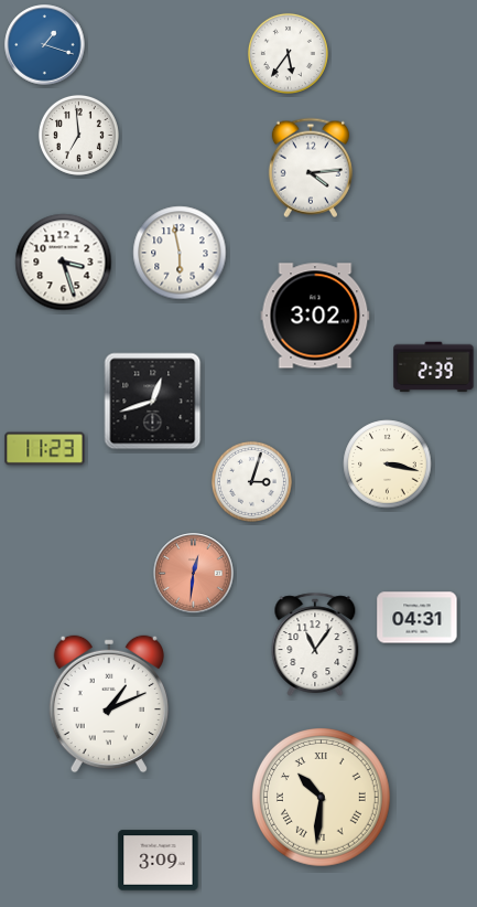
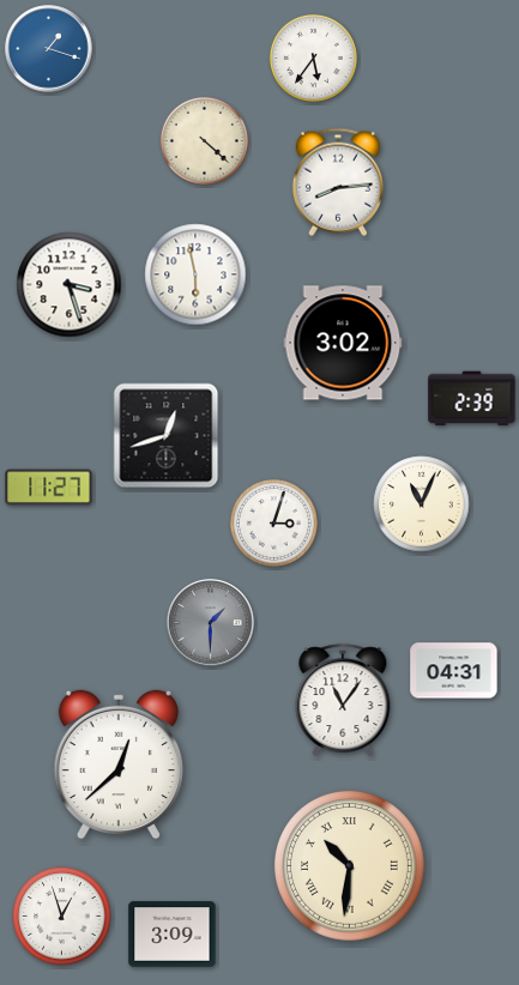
clock at (204, 140): none -> 4:22
clock at (78, 135): 6:59 -> none
clock at (311, 168): 4:14 -> 8:14
clock at (45, 449): 11:23 -> 11:27
clock at (388, 465): 3:17 -> 11:04
clock at (194, 574): 12:31 -> 1:30
clock at (194, 574) dial: salmon -> grey
clock at (108, 704): 1:11 -> 12:38
clock at (62, 917): none -> 12:57
